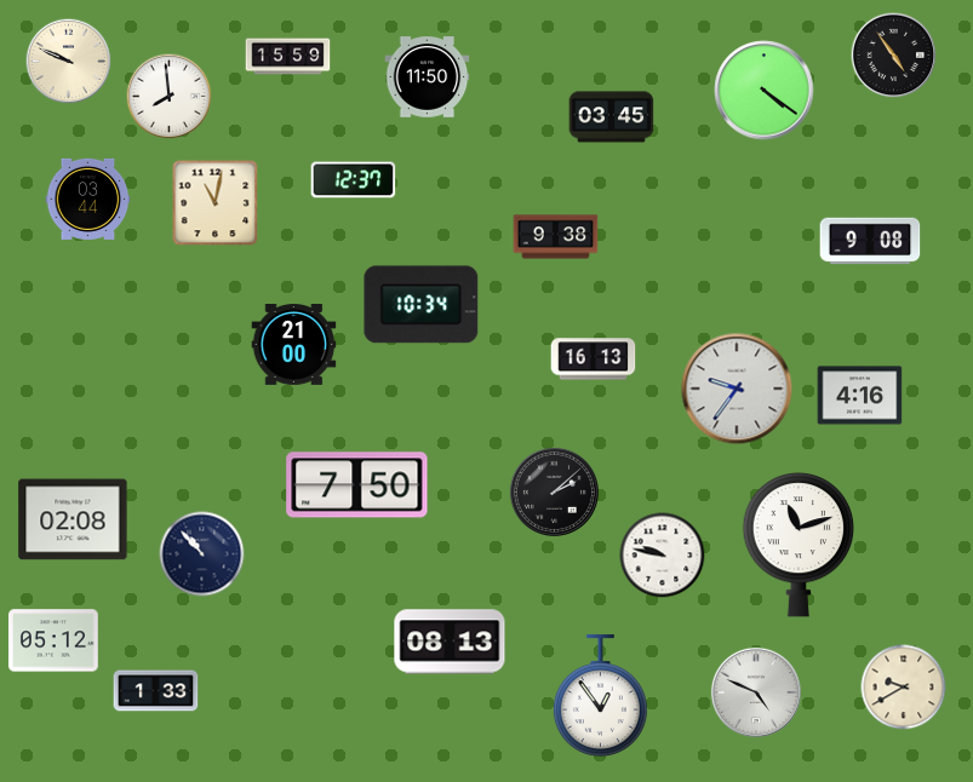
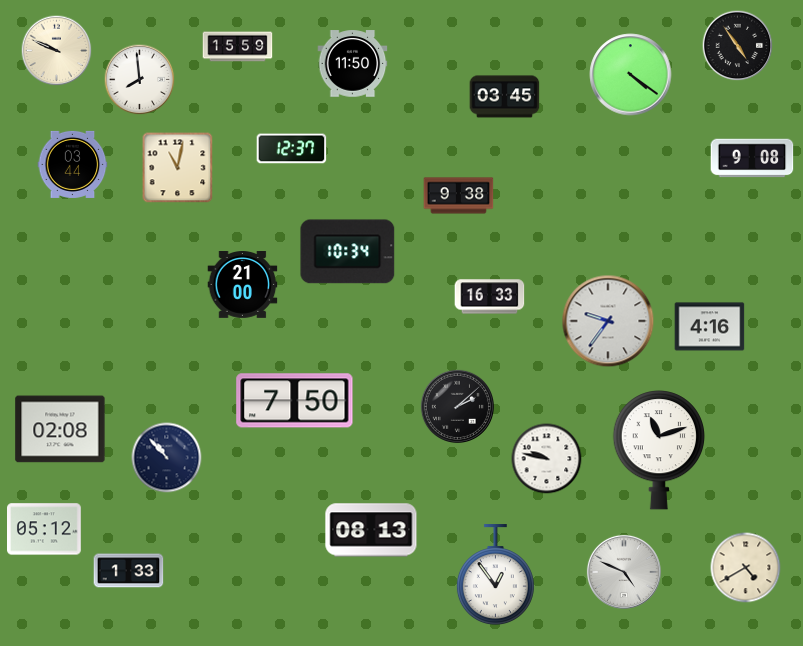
clock at (870, 241) position: (870, 241) -> (752, 158)
clock at (594, 360): 16:13 -> 16:33
clock at (904, 688): 9:40 -> 4:40
